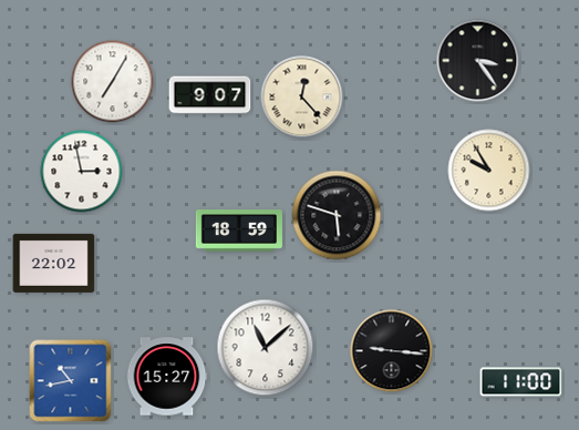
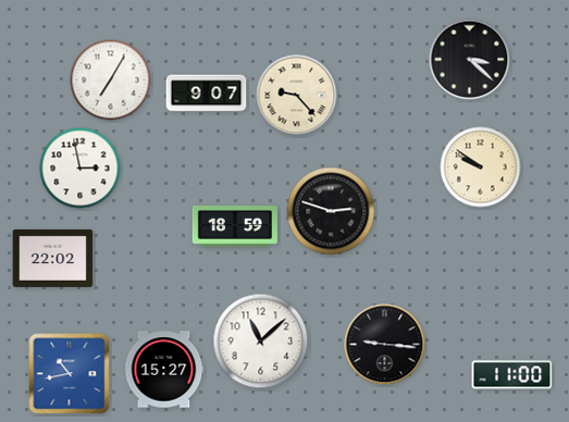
clock at (478, 61): 3:24 -> 3:22
clock at (302, 98): 12:23 -> 9:23
clock at (489, 171): 9:55 -> 9:51
clock at (337, 215): 5:48 -> 2:48
